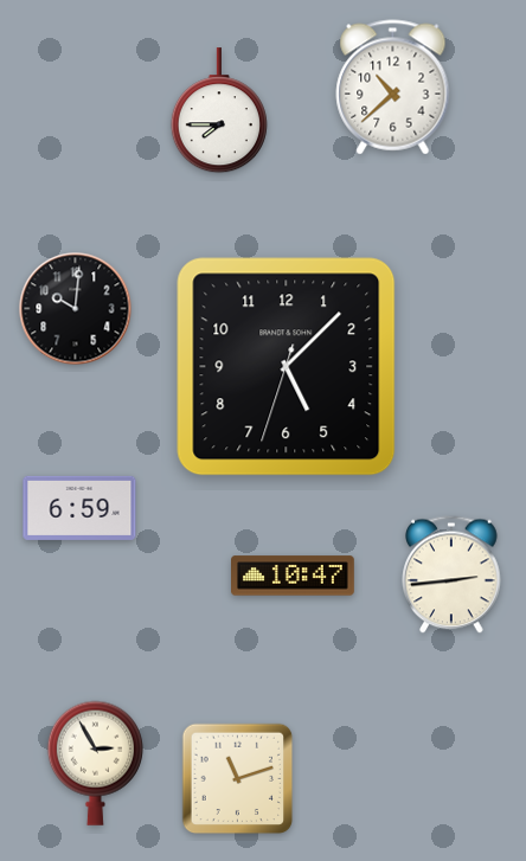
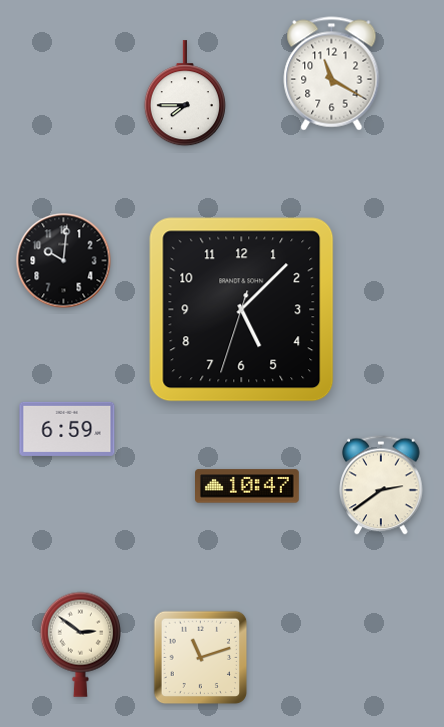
clock at (393, 88): 10:38 -> 11:20
clock at (451, 574): 2:44 -> 2:39
clock at (95, 763): 2:55 -> 2:51
